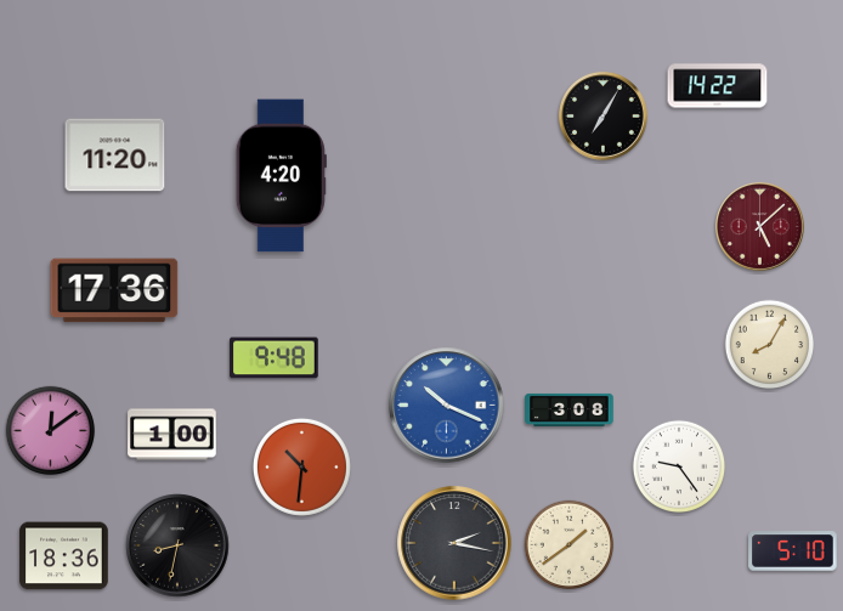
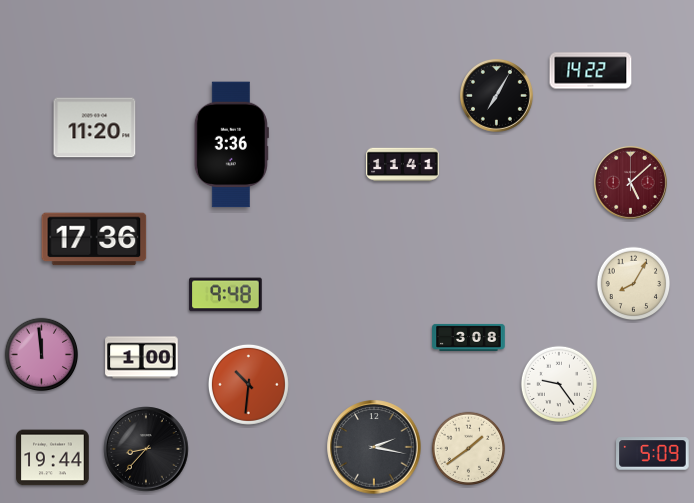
clock at (281, 176): 4:20 -> 3:36
clock at (403, 165): none -> 11:41
clock at (759, 226) position: (759, 226) -> (630, 182)
clock at (447, 406): 10:19 -> none
clock at (51, 431): 12:09 -> 11:59
clock at (177, 545): 8:32 -> 8:37
clock at (793, 551): 5:10 -> 5:09
clock at (64, 556): 18:36 -> 19:44
